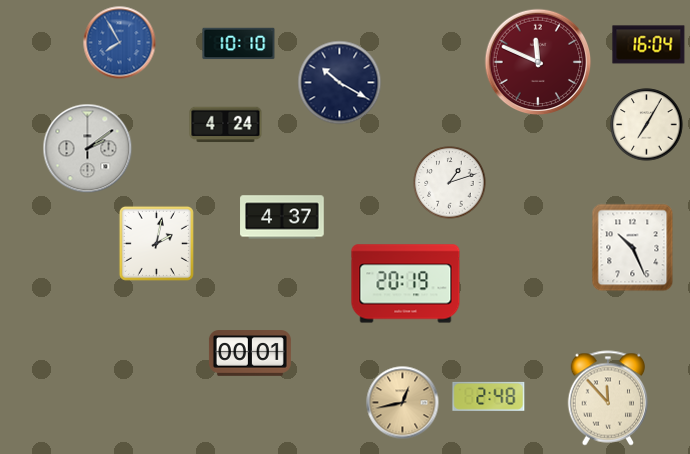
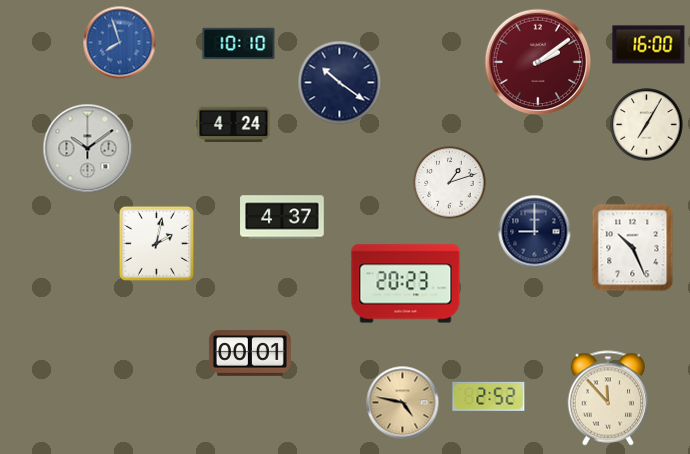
clock at (120, 43): 7:55 -> 7:57
clock at (649, 45): 16:04 -> 16:00
clock at (538, 62): 11:49 -> 2:09
clock at (340, 83): 10:20 -> 10:21
clock at (226, 125) position: (226, 125) -> (234, 125)
clock at (88, 149): 2:09 -> 10:09
clock at (535, 232): none -> 9:00
clock at (406, 284): 20:19 -> 20:23
clock at (489, 396): 2:48 -> 2:52
clock at (403, 403): 12:43 -> 4:47
